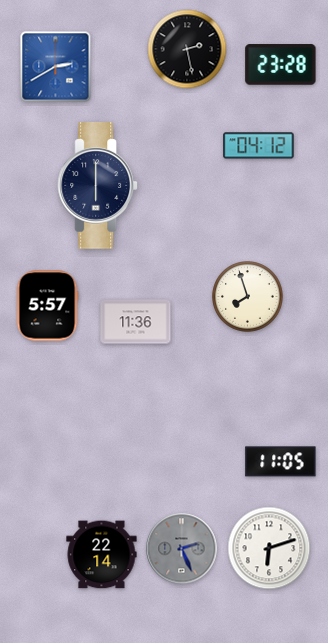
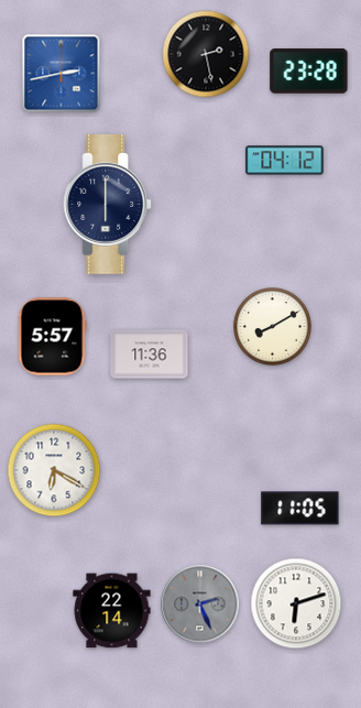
clock at (56, 67): 2:40 -> 2:43
clock at (248, 297): 7:57 -> 8:10
clock at (54, 470): none -> 6:20
clock at (281, 462) position: (281, 462) -> (300, 509)
